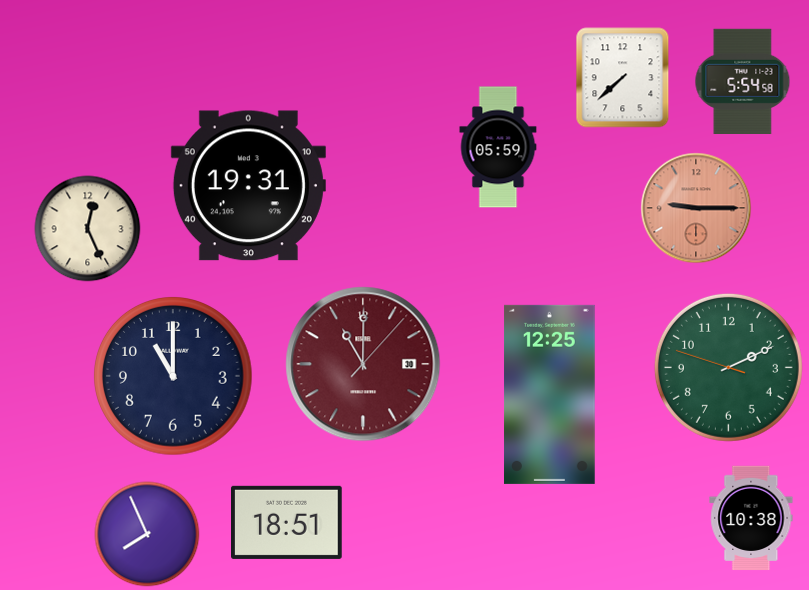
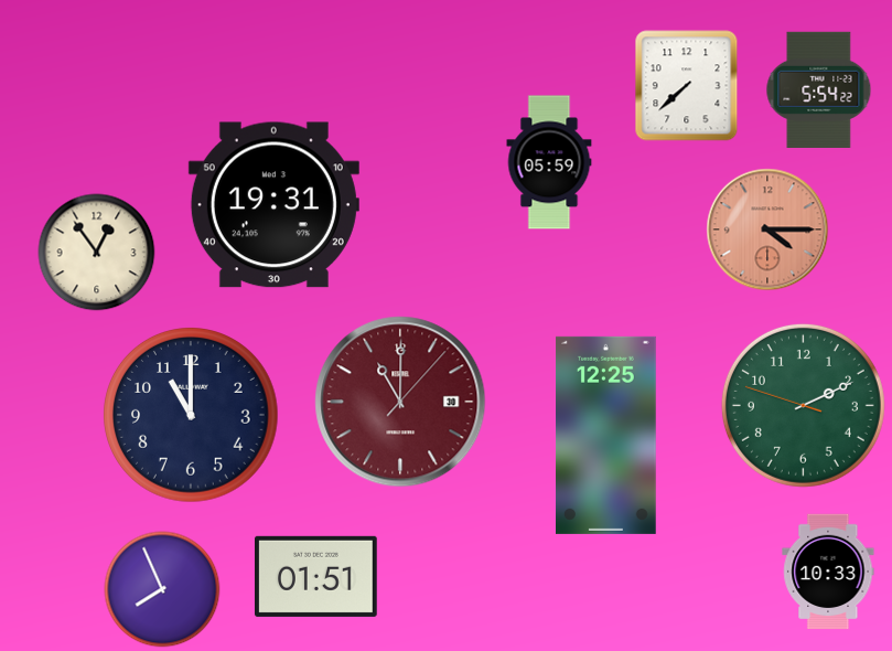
clock at (743, 81): 5:54:58 -> 5:54:22
clock at (696, 208): 9:15 -> 4:15
clock at (88, 229): 12:26 -> 12:54
clock at (751, 518): 10:38 -> 10:33
clock at (287, 522): 18:51 -> 01:51
